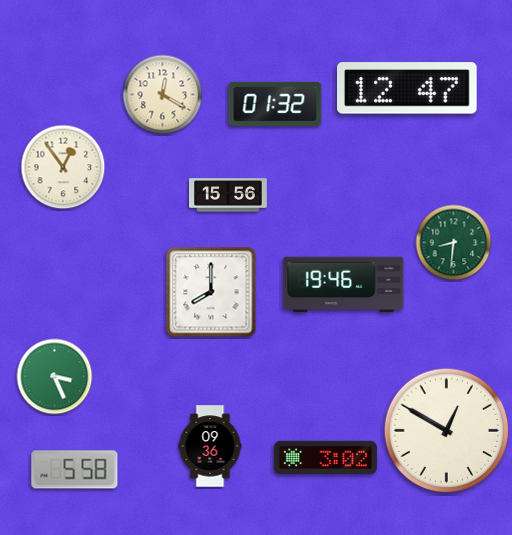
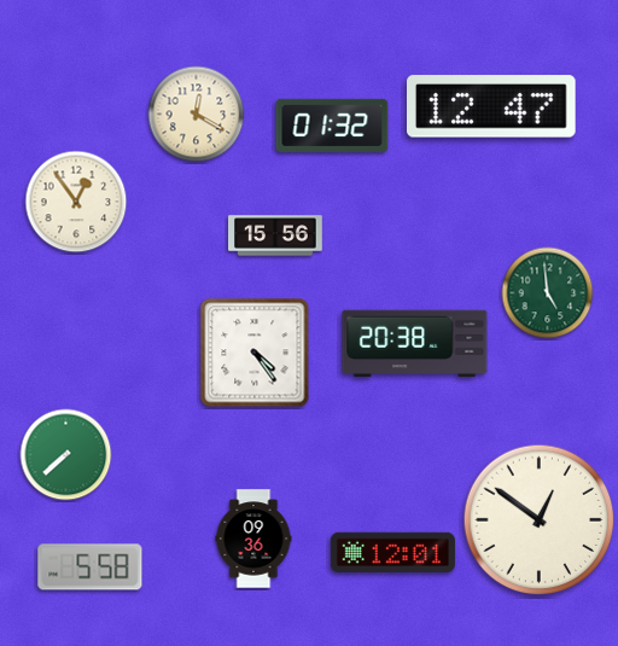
clock at (454, 243): 8:31 -> 4:59
clock at (344, 285): 19:46 -> 20:38
clock at (211, 292): 8:00 -> 4:24
clock at (55, 377): 3:26 -> 7:38
clock at (447, 431): 12:50 -> 12:51
clock at (325, 457): 3:02 -> 12:01
